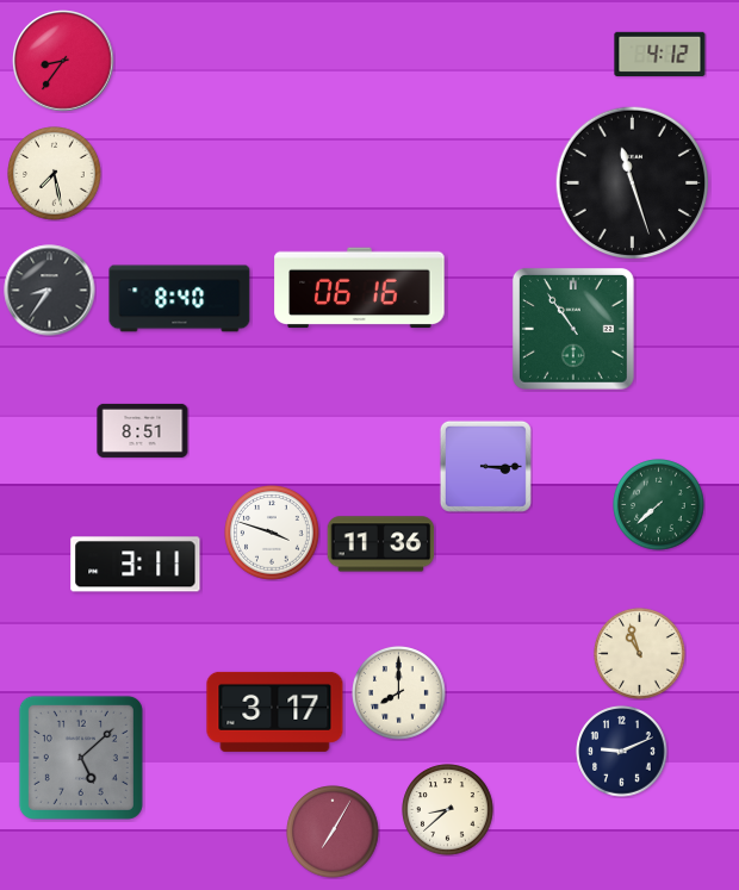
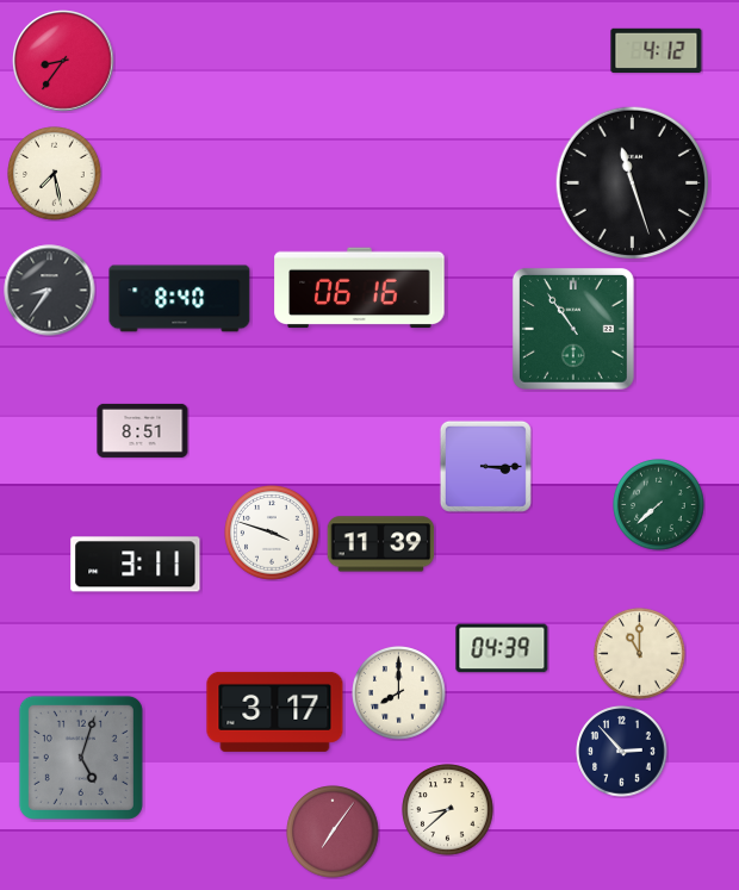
clock at (660, 54) position: (660, 54) -> (657, 50)
clock at (381, 544): 11:36 -> 11:39
clock at (502, 648): none -> 04:39
clock at (640, 654): 10:57 -> 11:00
clock at (622, 752): 9:11 -> 2:53
clock at (81, 758): 5:08 -> 5:03
clock at (333, 832): 7:05 -> 7:06
